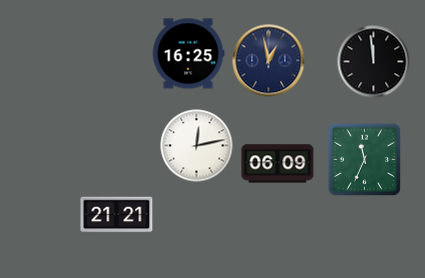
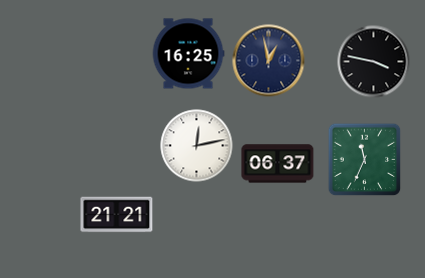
clock at (374, 62): 11:59 -> 3:47
clock at (278, 164): 06:09 -> 06:37
